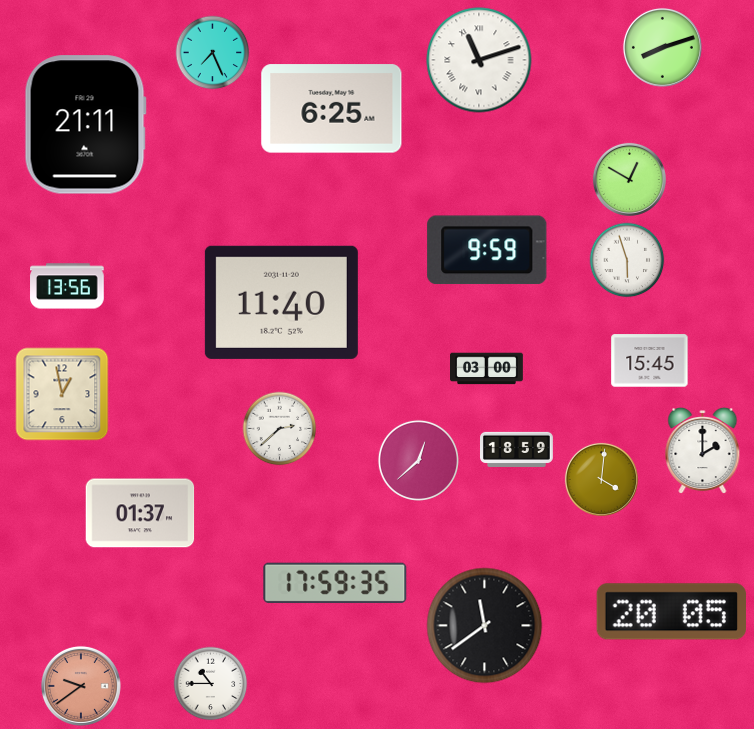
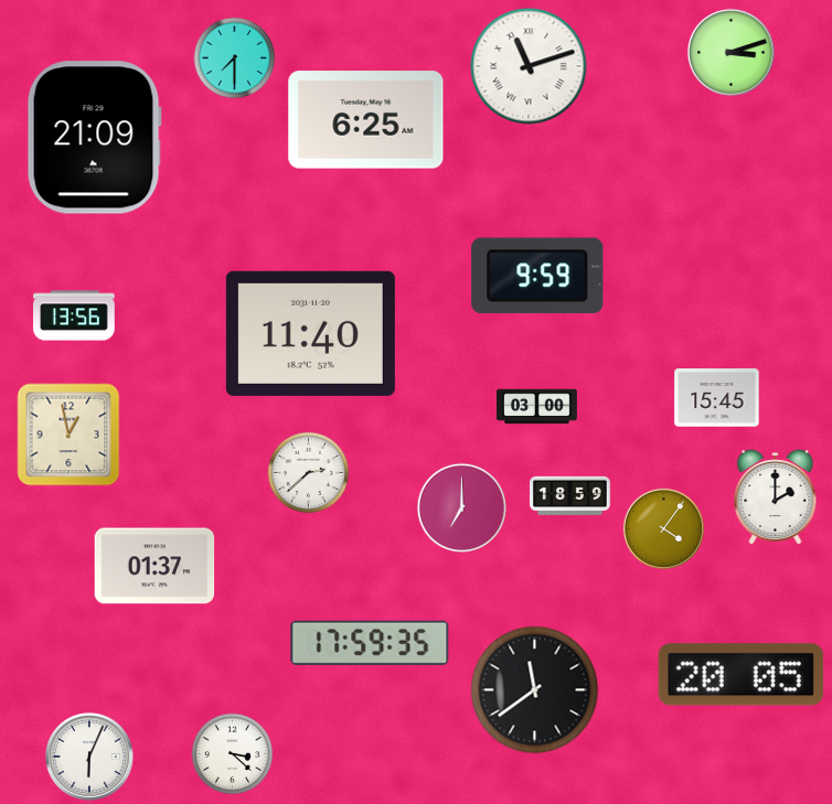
clock at (662, 47): 8:12 -> 3:12
clock at (213, 53): 7:26 -> 7:30
clock at (85, 125): 21:11 -> 21:09
clock at (629, 179): 12:50 -> none
clock at (627, 260): 5:57 -> none
clock at (418, 460): 12:38 -> 7:00
clock at (601, 479): 4:01 -> 4:06
clock at (211, 684): 10:45 -> 3:22
clock at (81, 686): 9:39 -> 6:04
clock at (81, 686) dial: salmon -> white
